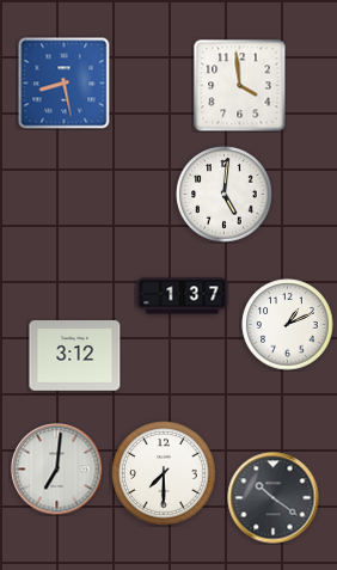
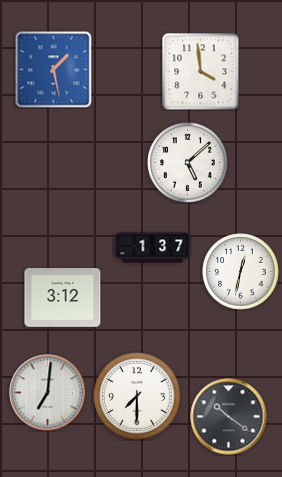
clock at (65, 84): 8:28 -> 1:28
clock at (225, 195): 5:01 -> 5:08
clock at (288, 325): 1:11 -> 12:32
